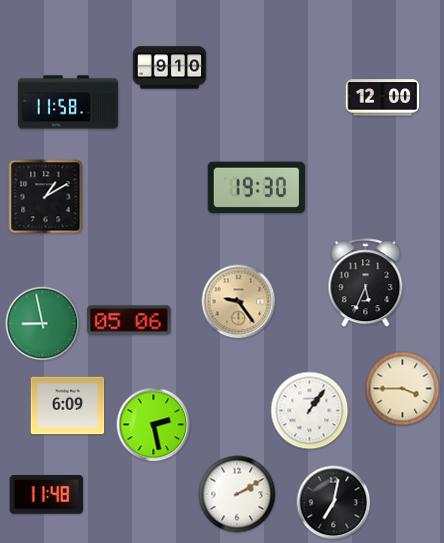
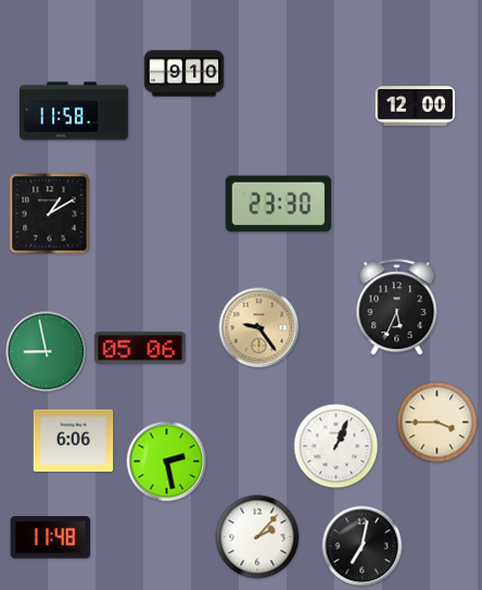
clock at (256, 188): 19:30 -> 23:30
clock at (68, 406): 6:09 -> 6:06
clock at (310, 411): 1:06 -> 1:04
clock at (237, 494): 2:10 -> 2:07
